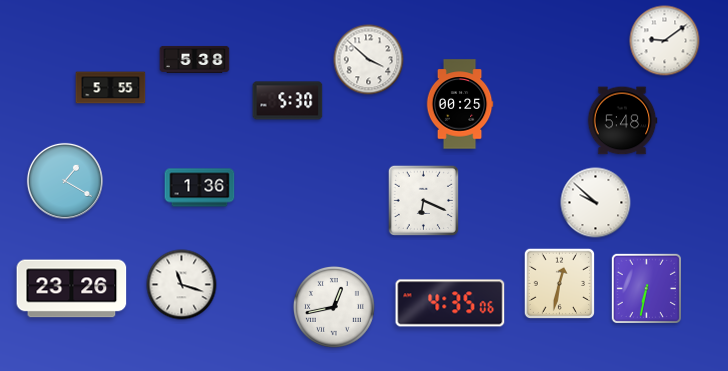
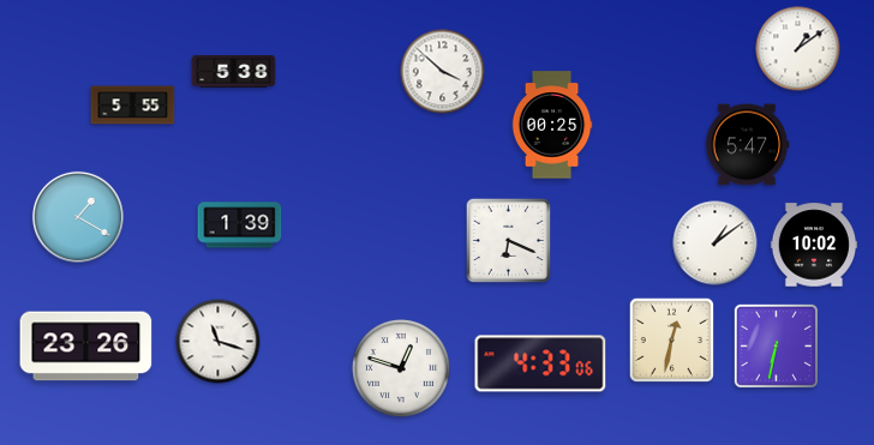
clock at (665, 41): 9:09 -> 1:09
clock at (288, 101): 5:30 -> none
clock at (622, 121): 5:48 -> 5:47
clock at (200, 188): 1:36 -> 1:39
clock at (596, 203): 9:52 -> 1:09
clock at (813, 245): none -> 10:02
clock at (450, 303): 4:35 -> 4:33
clock at (334, 307): 12:43 -> 12:48
